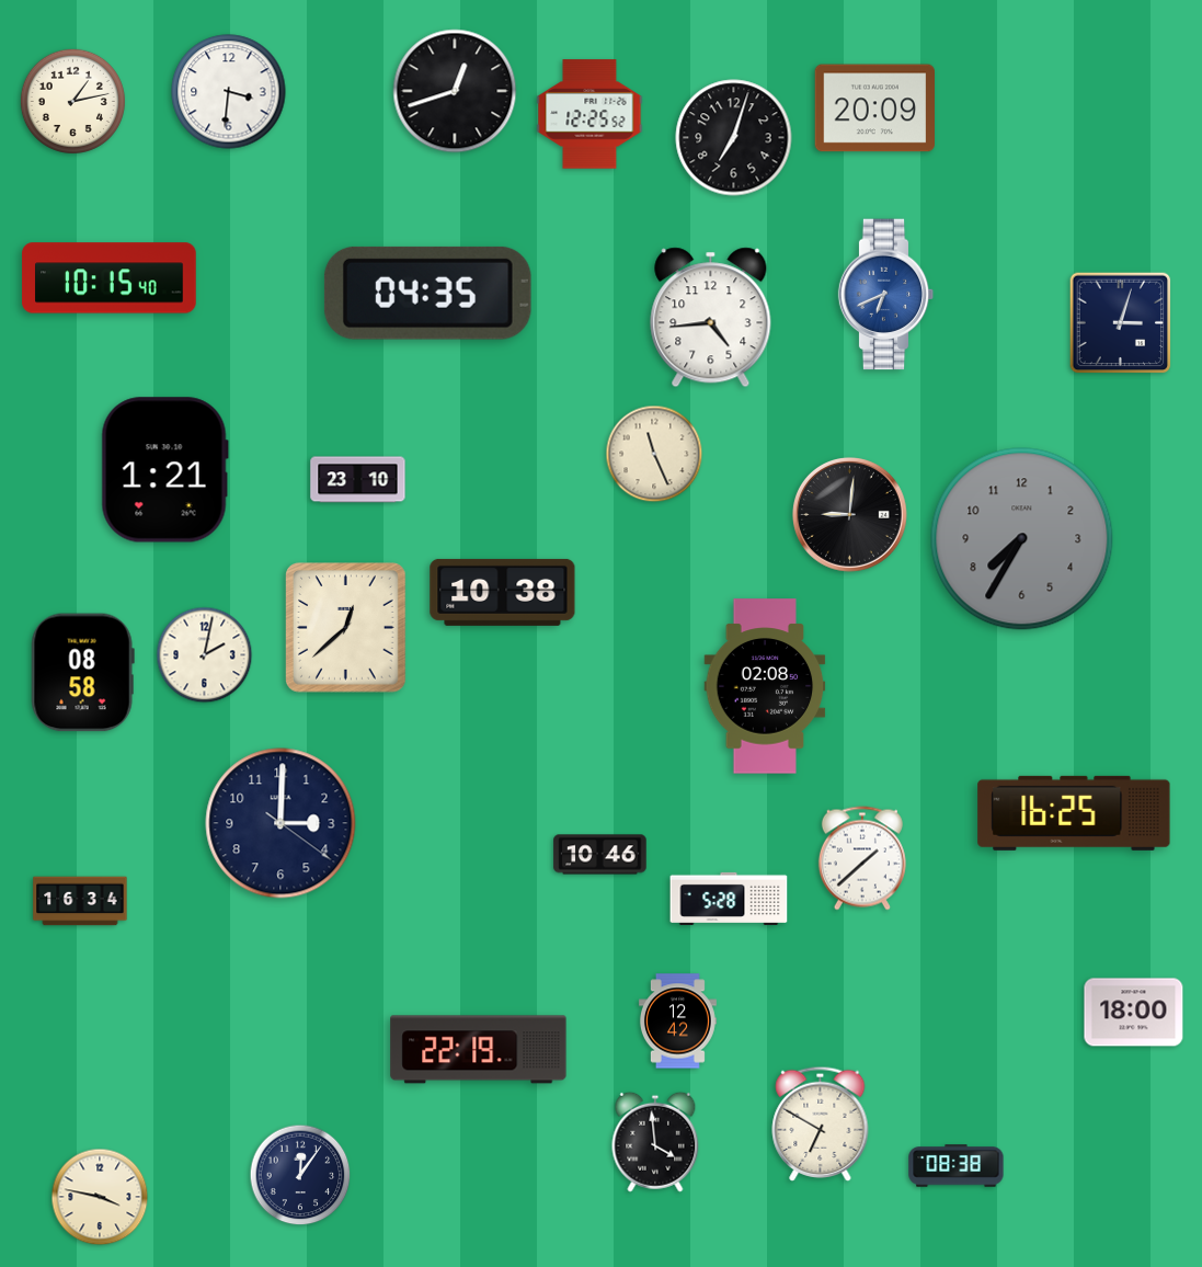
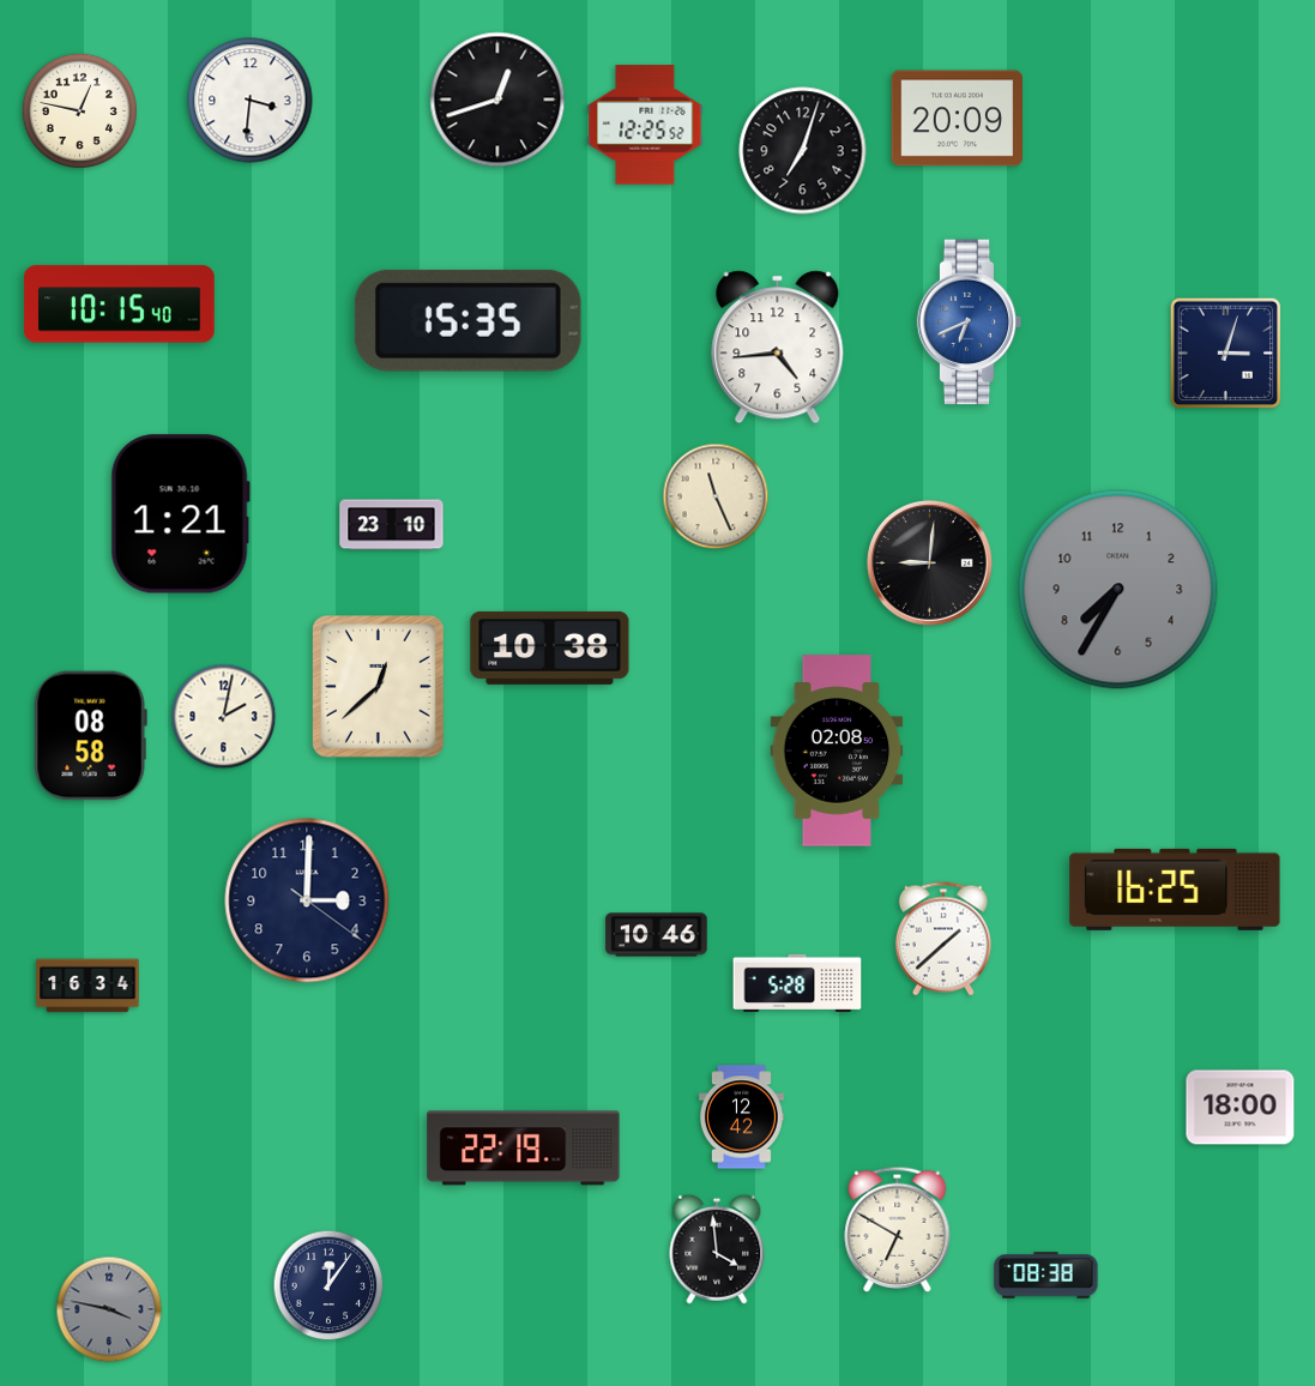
clock at (72, 101): 1:13 -> 12:47
clock at (427, 293): 04:35 -> 15:35
clock at (100, 1197) dial: cream -> grey
